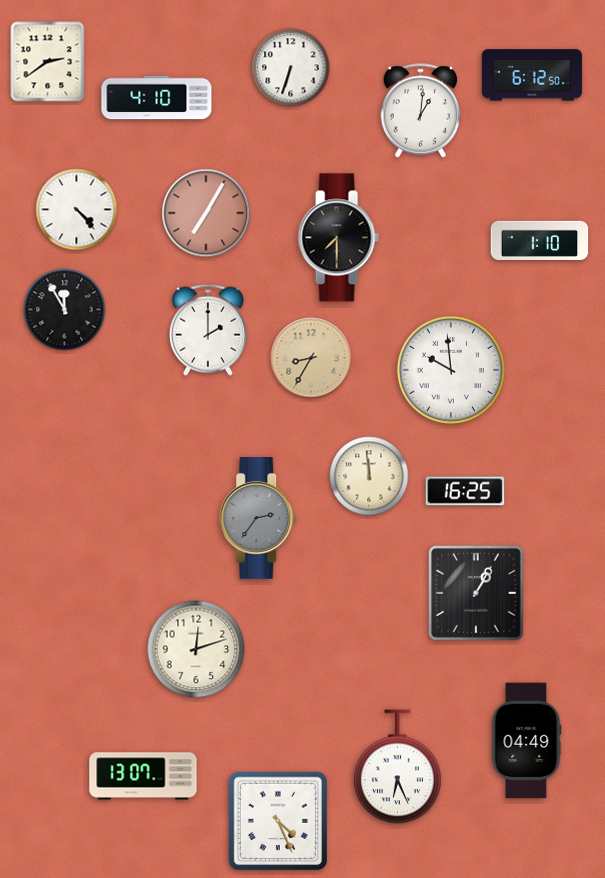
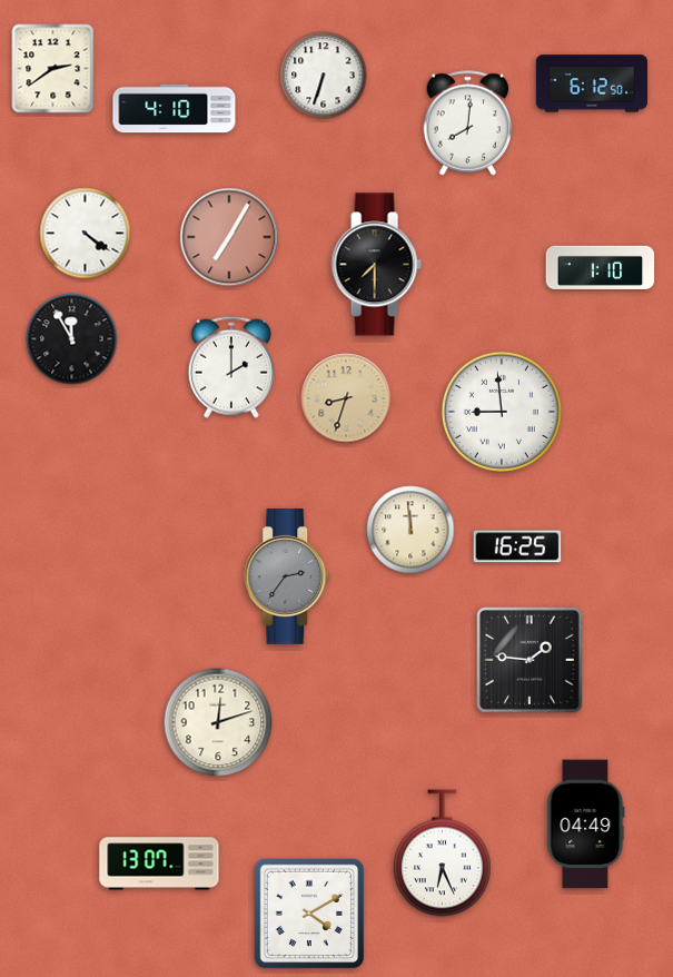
clock at (421, 111): 1:01 -> 8:01
clock at (77, 210): 4:23 -> 4:21
clock at (65, 310) position: (65, 310) -> (72, 339)
clock at (311, 358): 8:35 -> 8:33
clock at (451, 370): 9:59 -> 8:59
clock at (477, 594): 1:05 -> 1:46
clock at (278, 821): 4:26 -> 4:10
